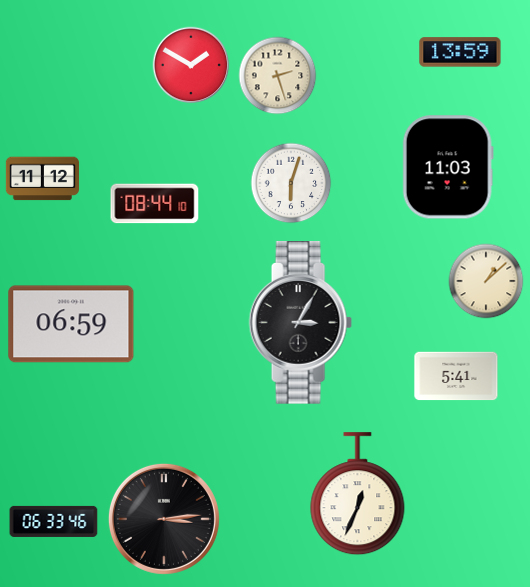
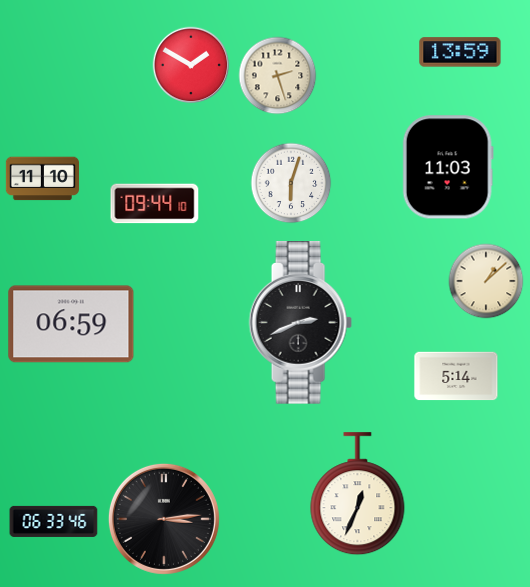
clock at (42, 179): 11:12 -> 11:10
clock at (155, 204): 08:44 -> 09:44
clock at (300, 323): 3:05 -> 2:41
clock at (456, 376): 5:41 -> 5:14
